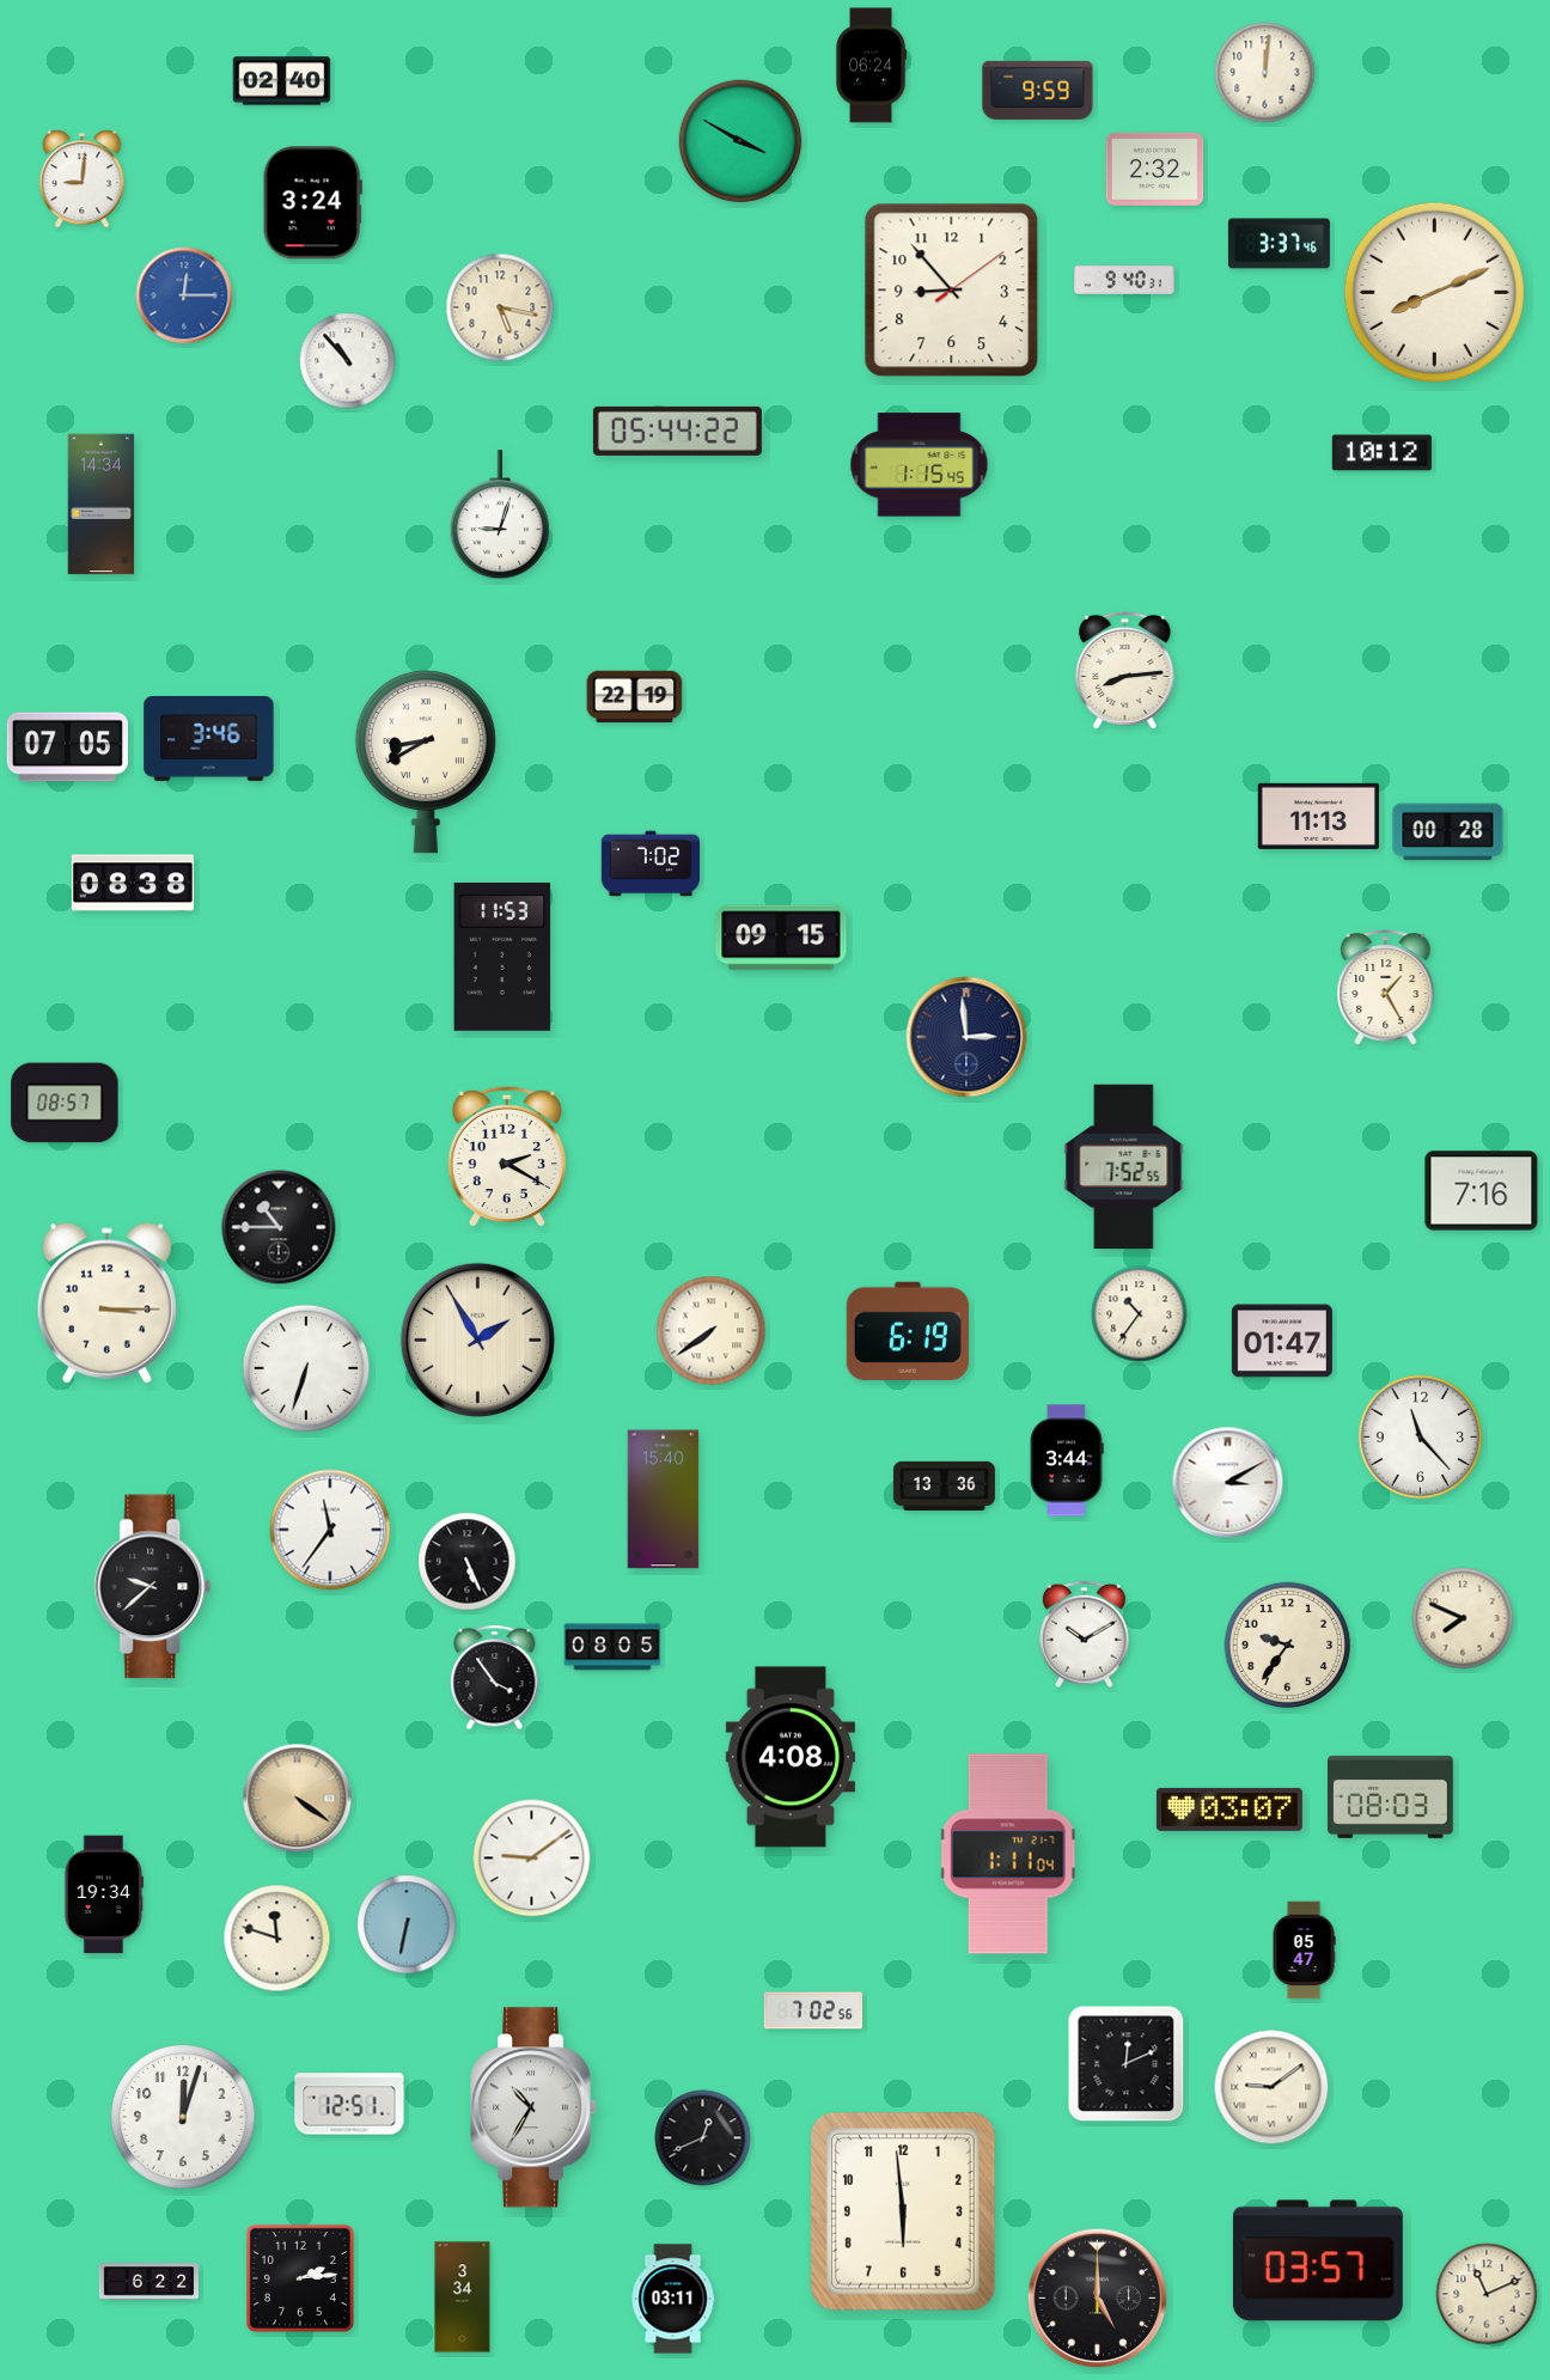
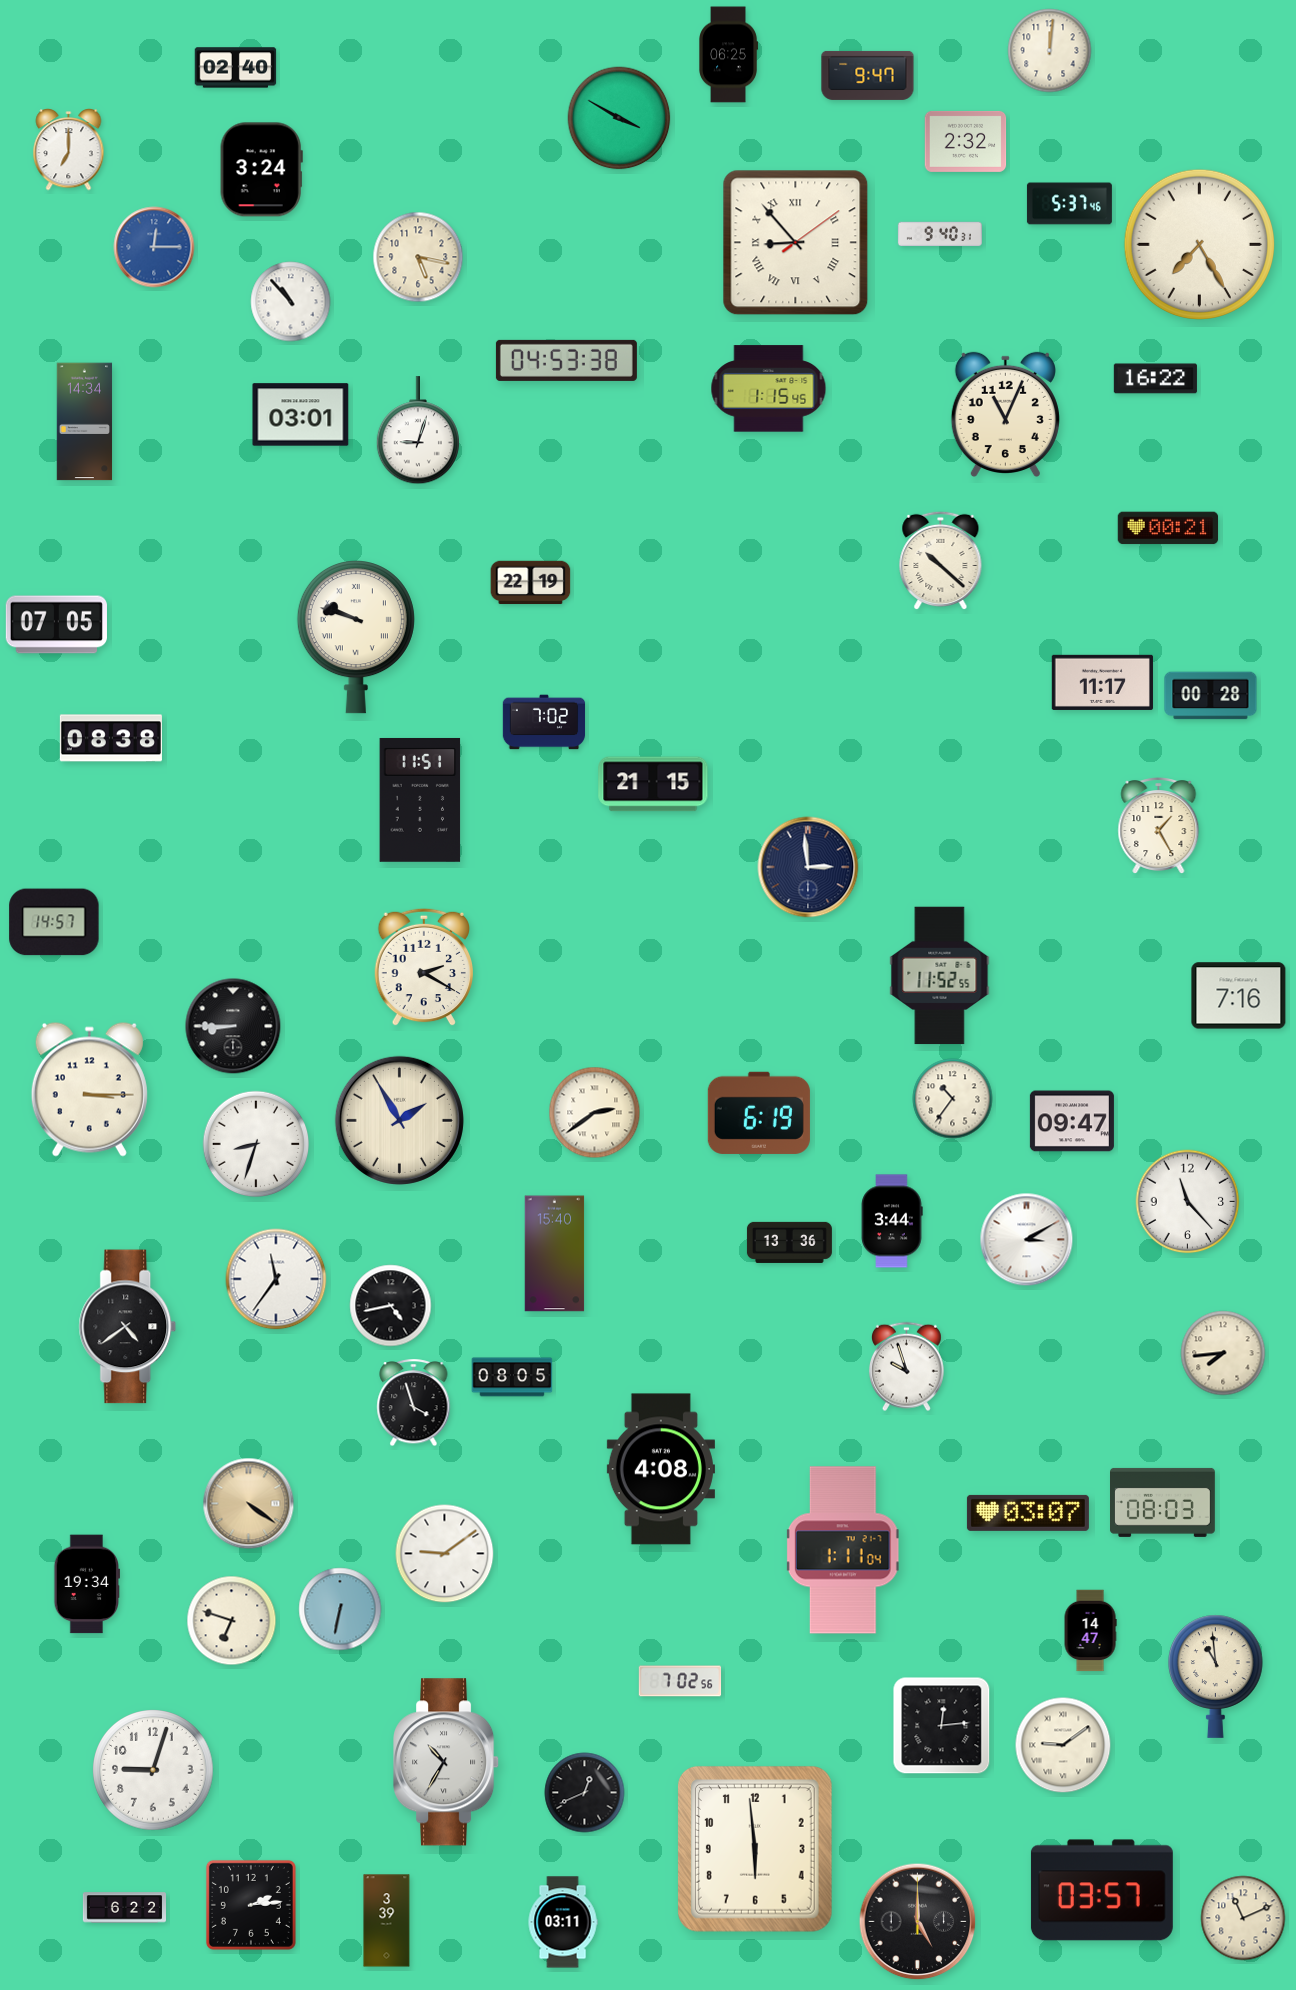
clock at (871, 66): 06:24 -> 06:25
clock at (1265, 73) position: (1265, 73) -> (1050, 51)
clock at (1038, 90): 9:59 -> 9:47
clock at (83, 179): 9:01 -> 7:00
clock at (1279, 244): 3:37 -> 5:37
clock at (952, 291) numerals: Arabic -> Roman
clock at (1434, 292): 8:11 -> 7:25
clock at (677, 431): 05:44 -> 04:53
clock at (1381, 453): 10:12 -> 16:22
clock at (1005, 414): none -> 11:04
clock at (301, 415): none -> 03:01
clock at (1168, 528): none -> 00:21
clock at (1125, 671): 8:14 -> 10:22
clock at (209, 739): 3:46 -> none
clock at (426, 763): 8:40 -> 9:48
clock at (1318, 816): 11:13 -> 11:17
clock at (781, 938): 09:15 -> 21:15
clock at (502, 957): 11:53 -> 11:51
clock at (65, 1103): 08:57 -> 14:57
clock at (1124, 1167): 7:52 -> 11:52
clock at (279, 1227): 10:45 -> 8:45
clock at (712, 1331): 7:39 -> 2:39
clock at (1282, 1341): 01:47 -> 09:47
clock at (306, 1368): 6:33 -> 8:33
clock at (468, 1562): 5:26 -> 4:43
clock at (153, 1587): 9:38 -> 4:39
clock at (1463, 1618): 7:49 -> 7:44
clock at (1084, 1635): 10:10 -> 9:57
clock at (1288, 1646): 9:36 -> none
clock at (495, 1678): 3:54 -> 3:57
clock at (277, 1939): 11:48 -> 6:48
clock at (1304, 1951): 05:47 -> 14:47
clock at (1216, 1676): none -> 10:59
clock at (1127, 2064): 12:11 -> 12:14
clock at (349, 2104): 12:51 -> none
clock at (183, 2117): 12:03 -> 9:03
clock at (703, 2138) position: (703, 2138) -> (585, 1793)
clock at (463, 2297): 3:34 -> 3:39
